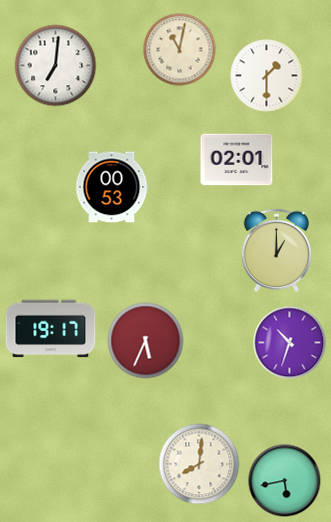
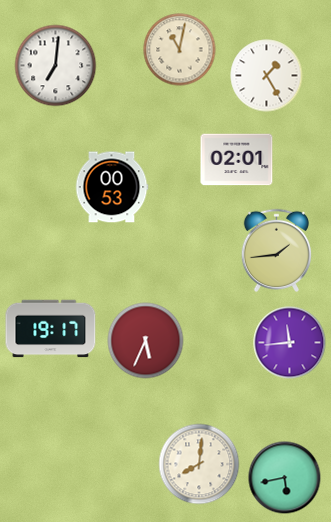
clock at (267, 76): 1:30 -> 1:25
clock at (276, 250): 1:00 -> 1:44
clock at (290, 343): 10:33 -> 11:44
clock at (285, 481) position: (285, 481) -> (285, 478)
